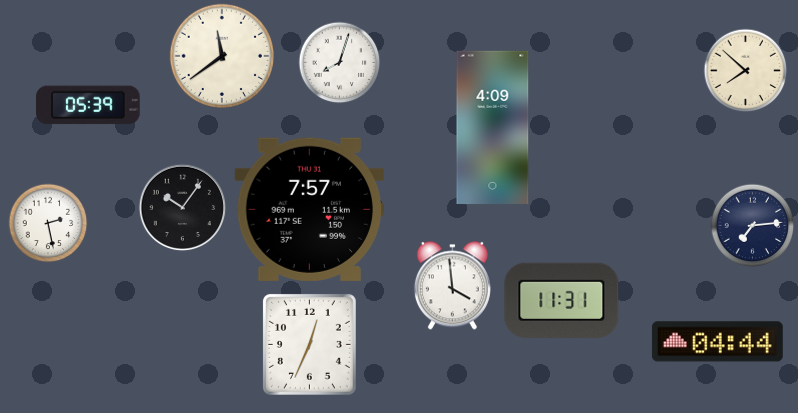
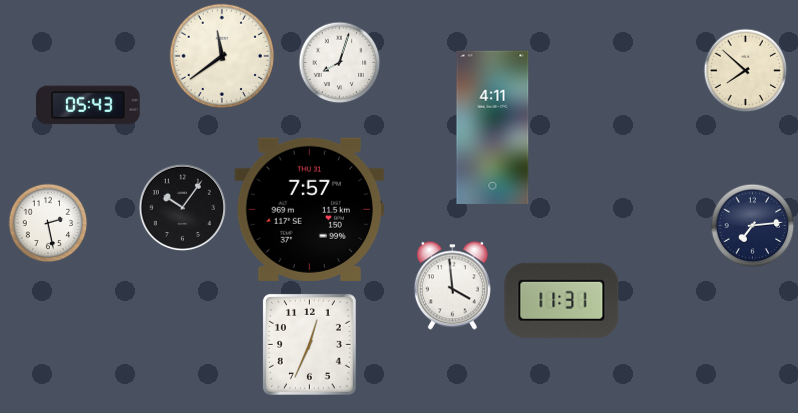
clock at (89, 105): 05:39 -> 05:43
clock at (493, 127): 4:09 -> 4:11
clock at (717, 342): 04:44 -> none
